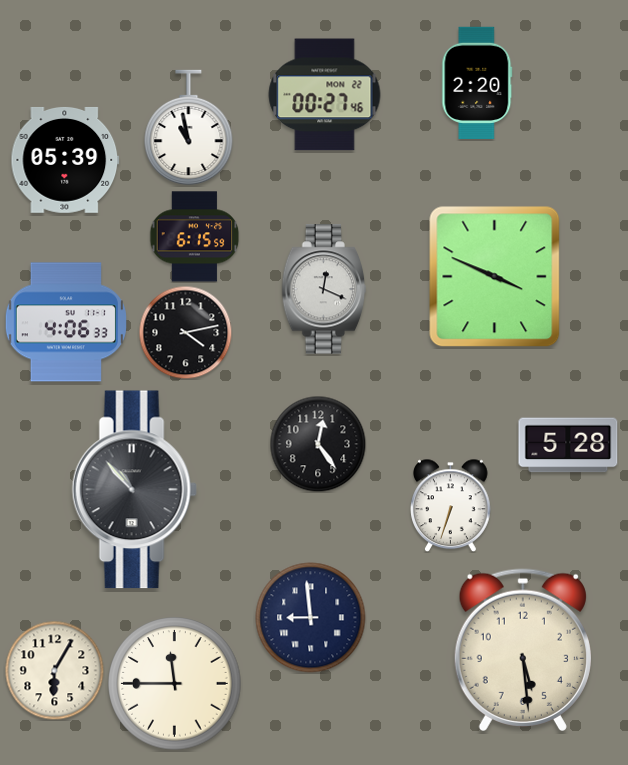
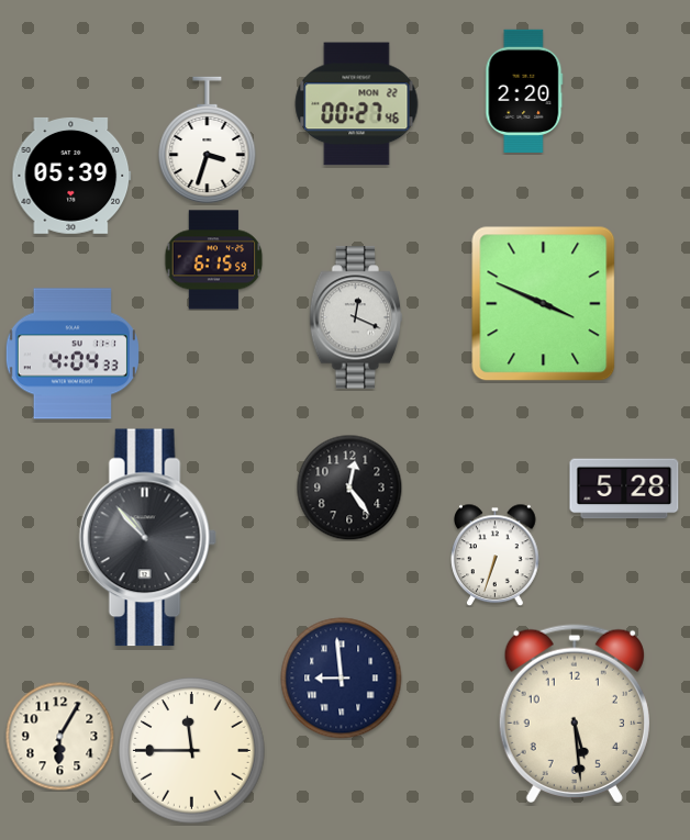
clock at (189, 128): 10:58 -> 3:33
clock at (66, 322): 4:06 -> 4:04
clock at (185, 332): 4:13 -> none
